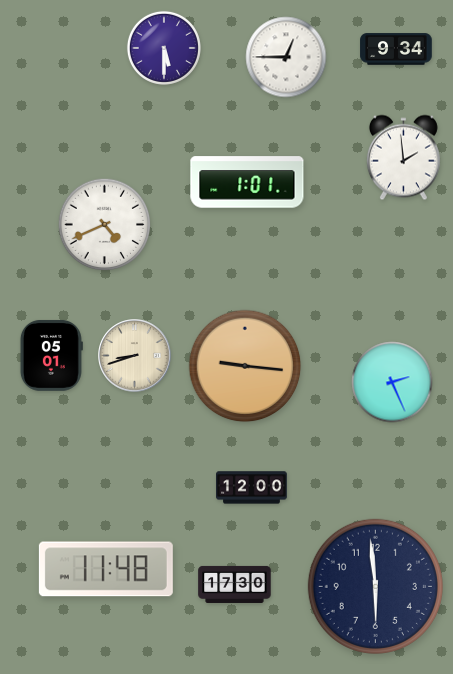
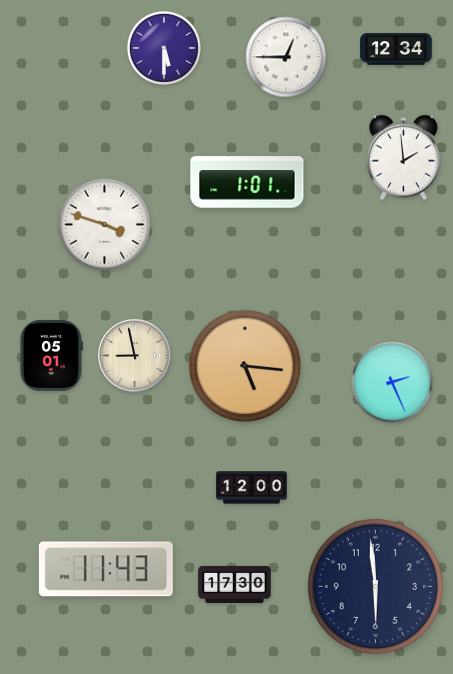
clock at (396, 49): 9:34 -> 12:34
clock at (105, 225): 4:41 -> 3:48
clock at (135, 356): 8:42 -> 8:58
clock at (245, 366): 9:16 -> 5:16
clock at (106, 569): 11:48 -> 11:43
